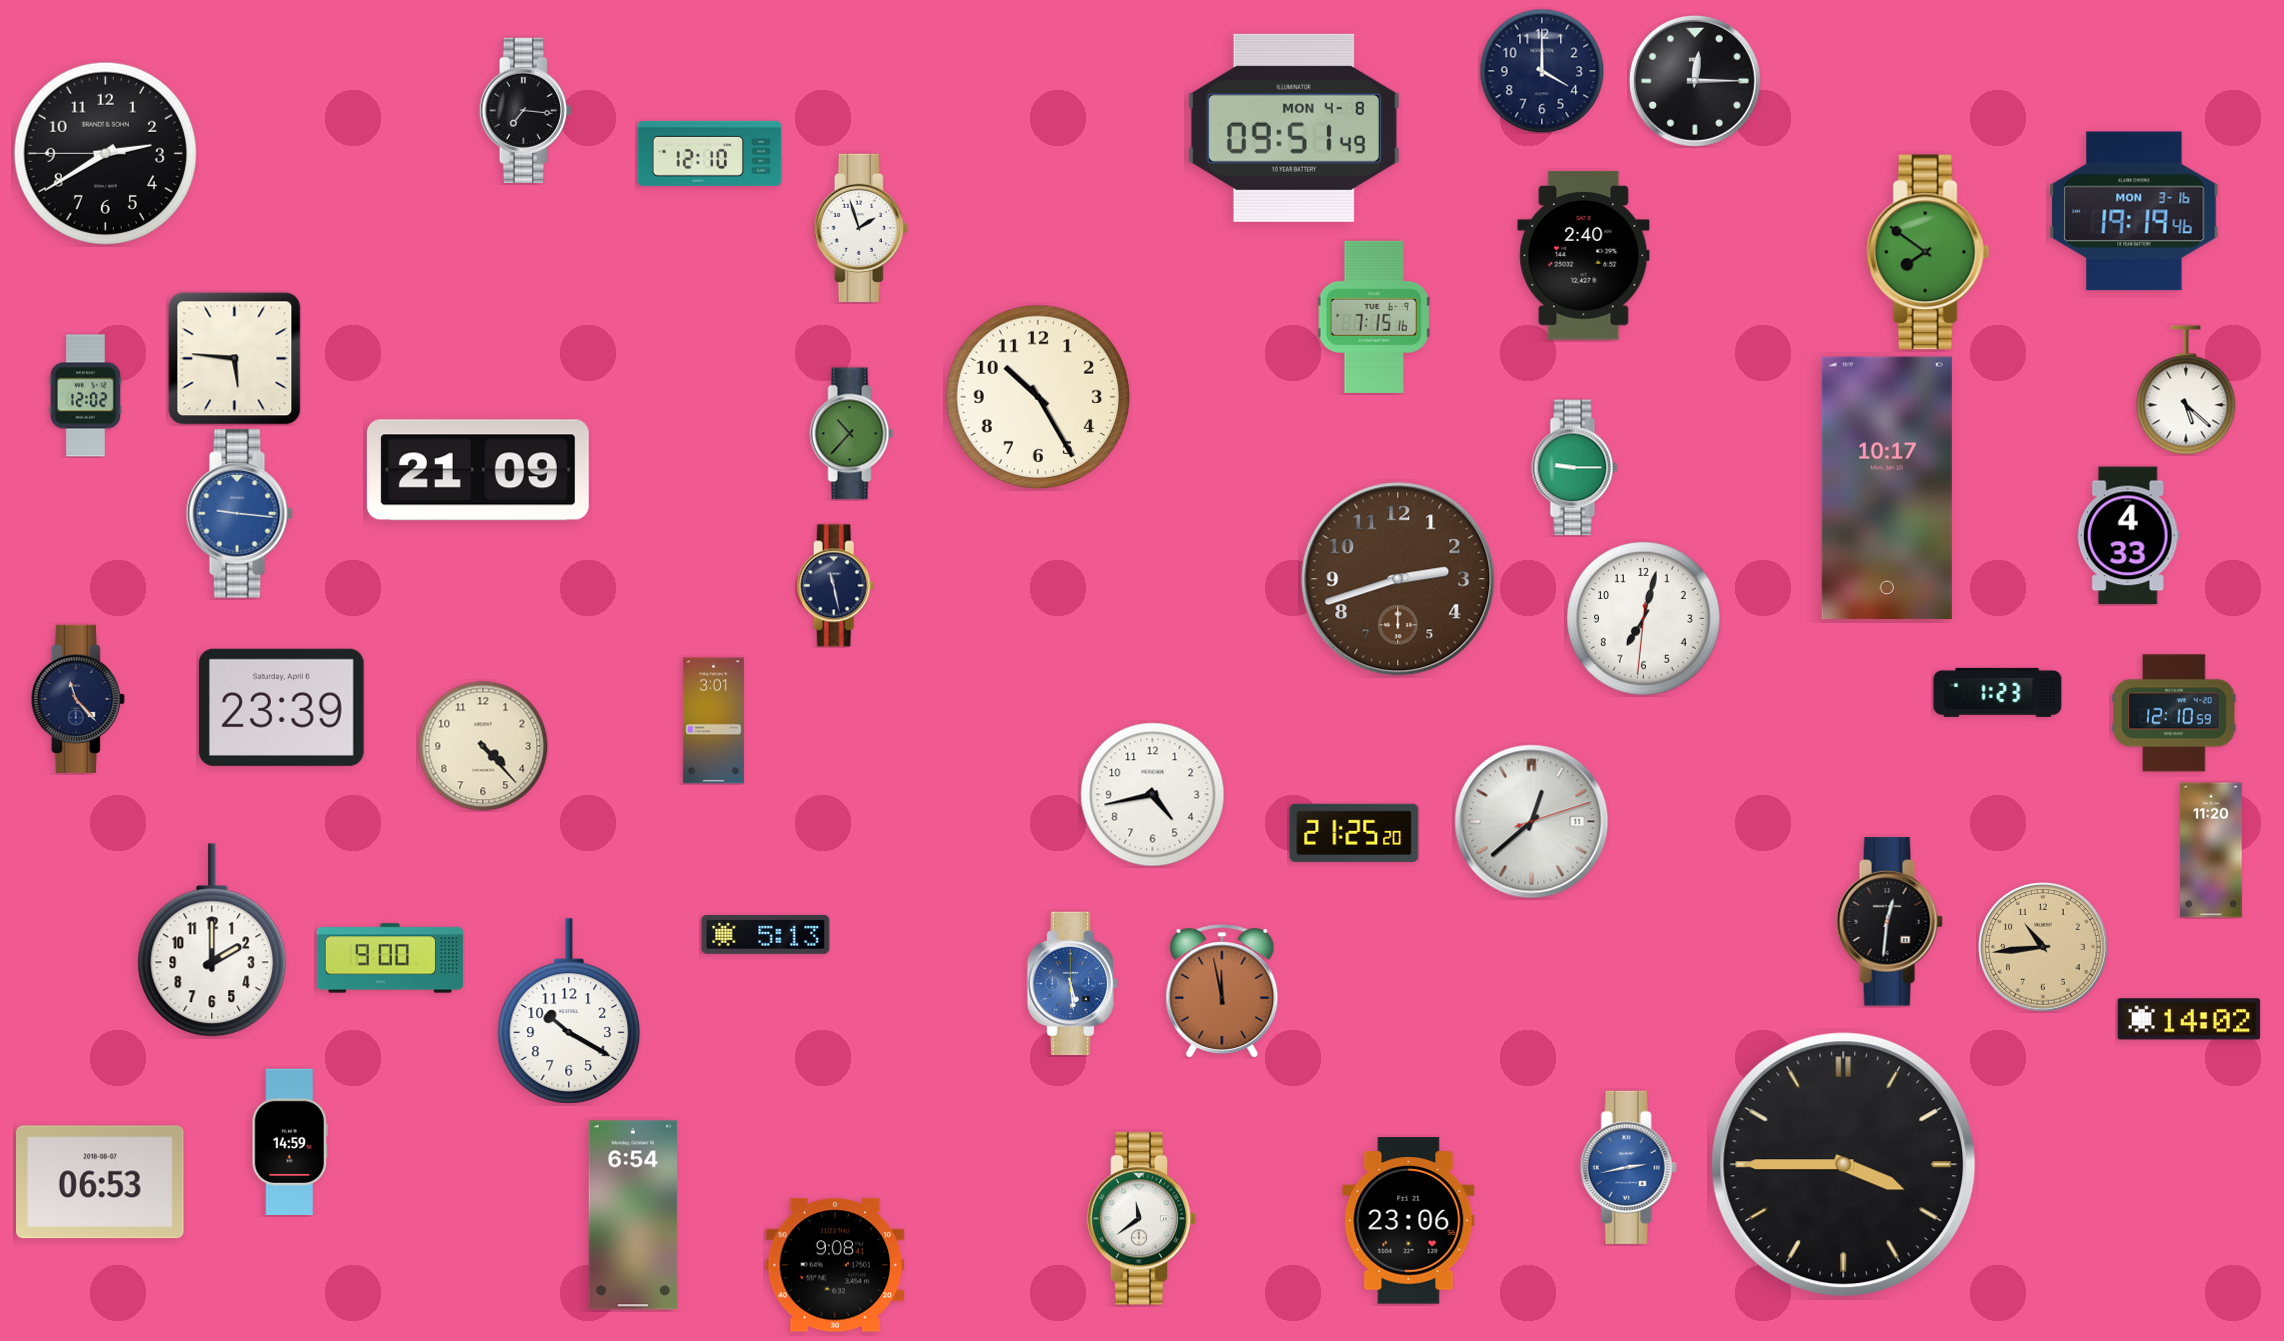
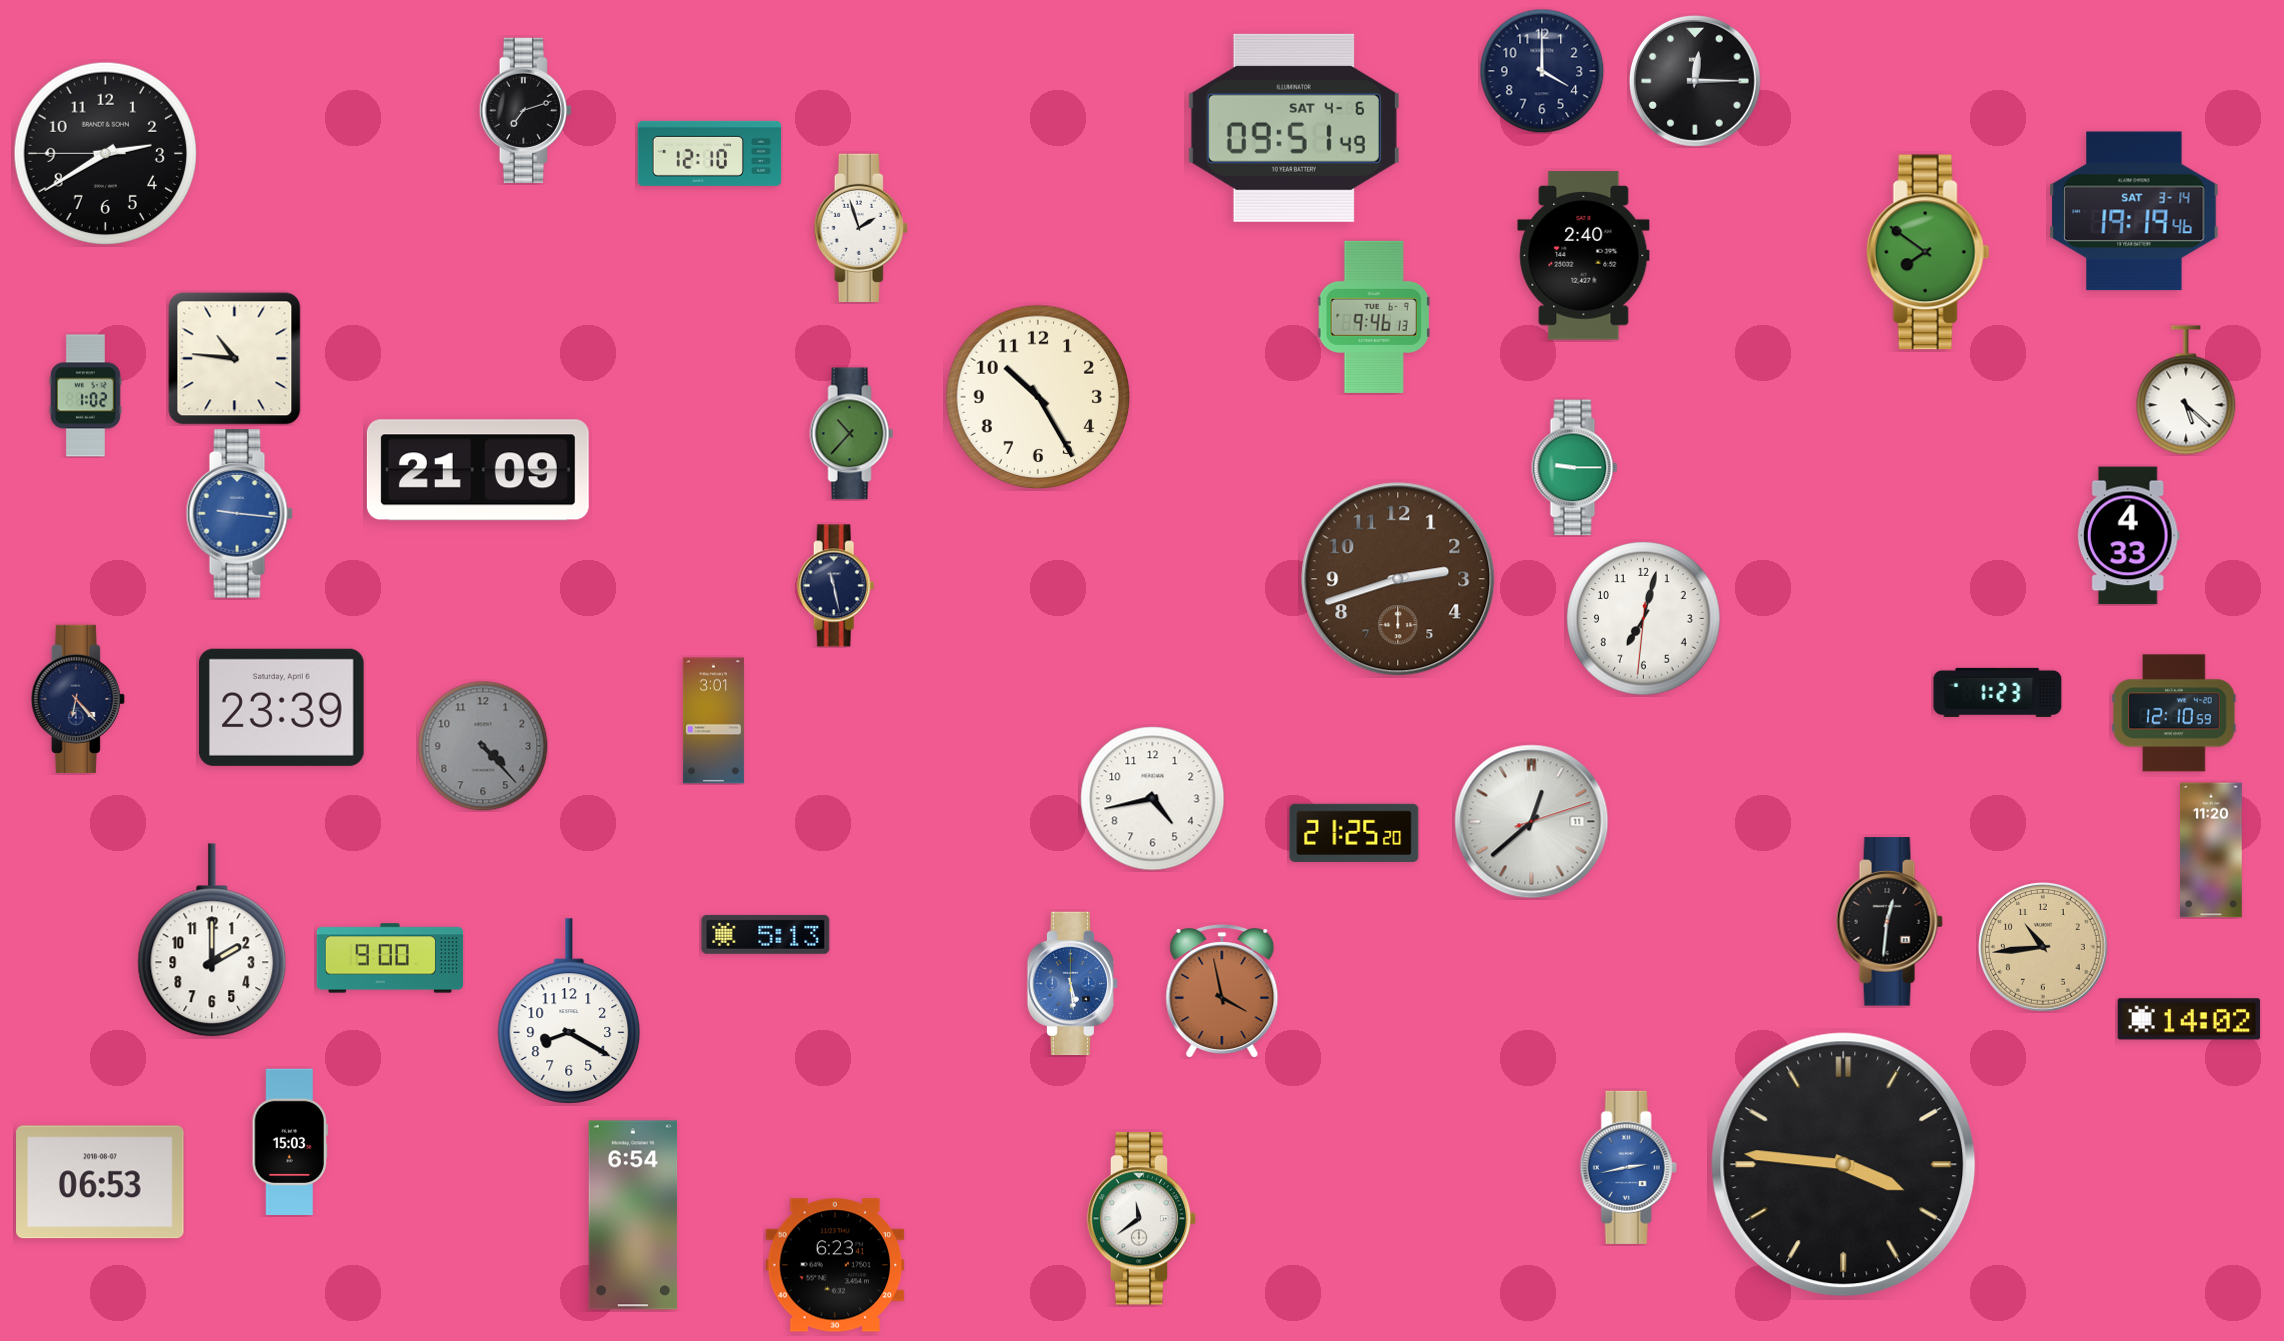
clock at (525, 110): 7:16 -> 7:12
clock at (1294, 128) date: MON 4-8 -> SAT 4-6
clock at (2134, 211) date: MON 3-16 -> SAT 3-14
clock at (1374, 317): 7:15 -> 9:46
clock at (235, 359): 5:46 -> 10:46
clock at (85, 396): 12:02 -> 1:02
clock at (1887, 488): 10:17 -> none
clock at (78, 699): 11:23 -> 6:23
clock at (483, 746) dial: cream -> grey
clock at (1153, 795) position: (1153, 795) -> (1153, 799)
clock at (1222, 991): 11:58 -> 3:58
clock at (569, 1011): 10:20 -> 8:20
clock at (290, 1141): 14:59 -> 15:03
clock at (1844, 1165): 3:45 -> 3:46
clock at (1409, 1221): 23:06 -> none
clock at (835, 1265): 9:08 -> 6:23
